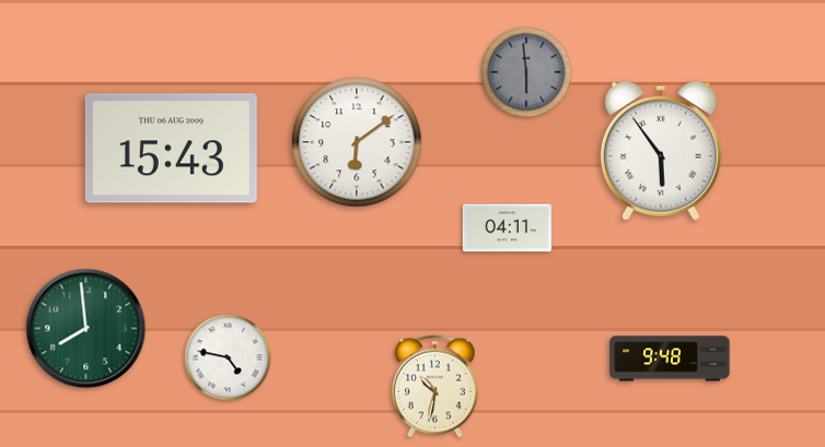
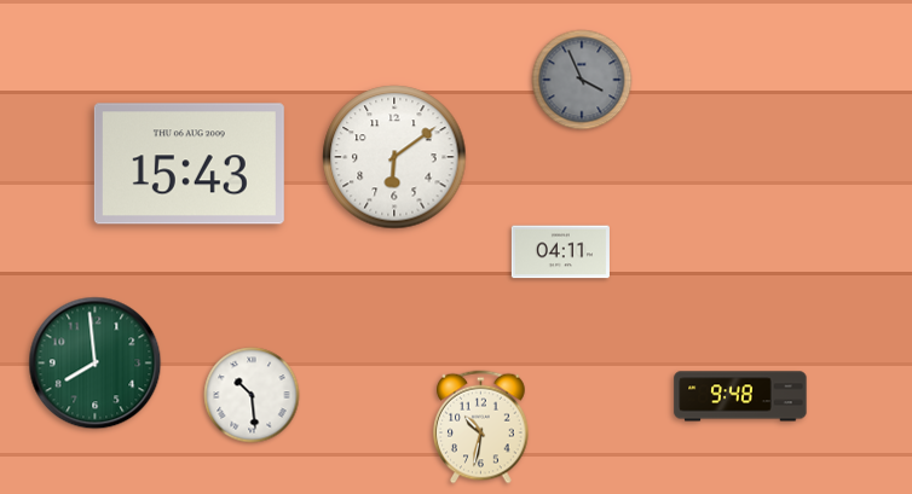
clock at (526, 72): 5:59 -> 3:56
clock at (661, 151): 5:54 -> none
clock at (228, 357): 4:47 -> 10:29
